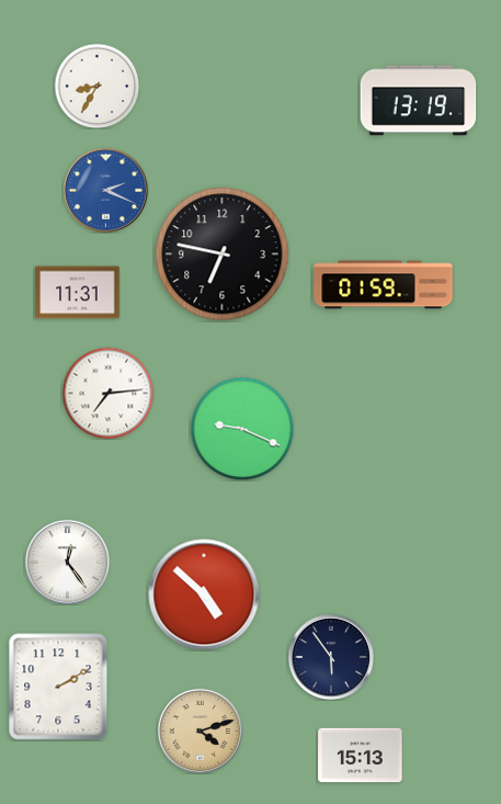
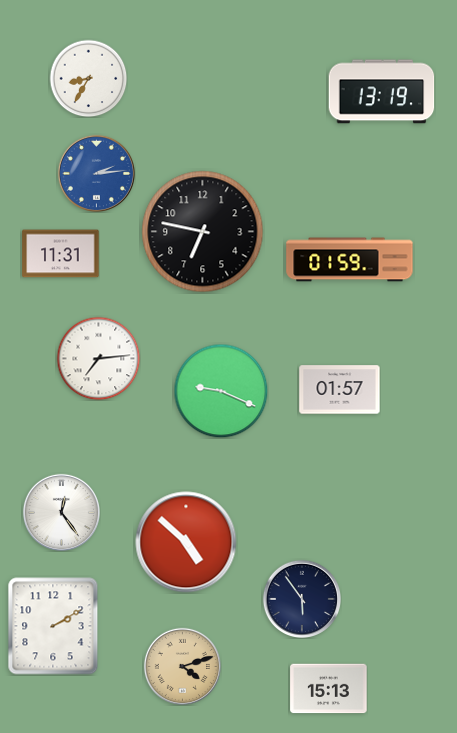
clock at (105, 190): 2:19 -> 2:14
clock at (78, 293) position: (78, 293) -> (61, 254)
clock at (340, 390): none -> 01:57
